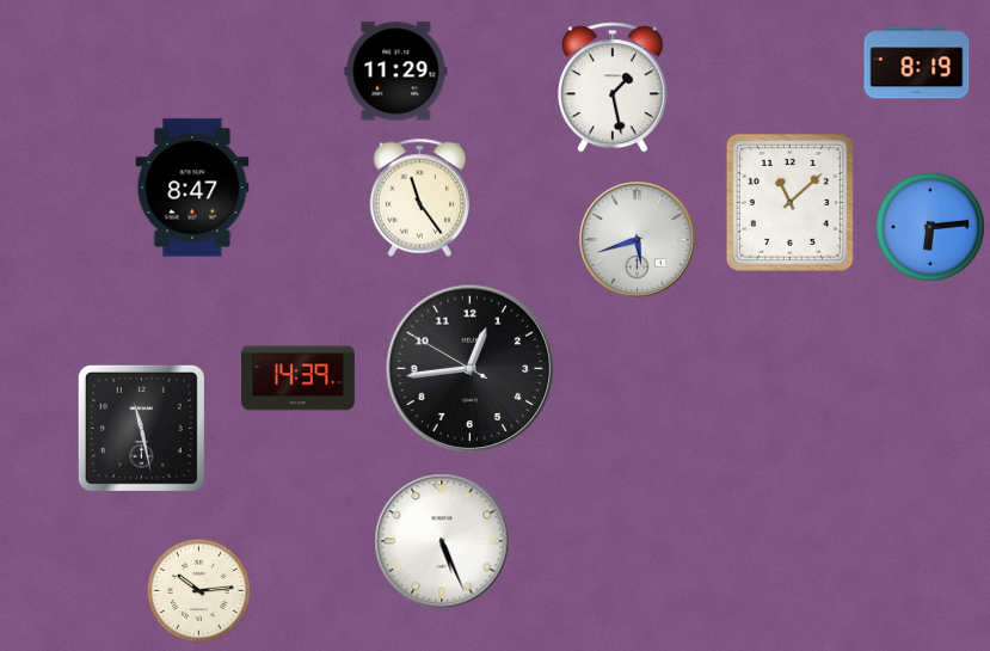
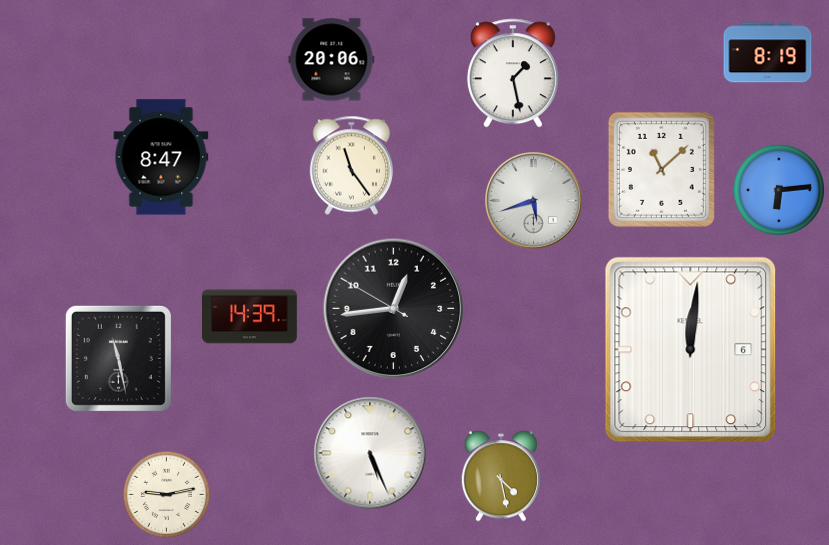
clock at (396, 72): 11:29 -> 20:06
clock at (691, 350): none -> 12:01
clock at (500, 476): none -> 4:28
clock at (199, 591): 10:14 -> 9:13
